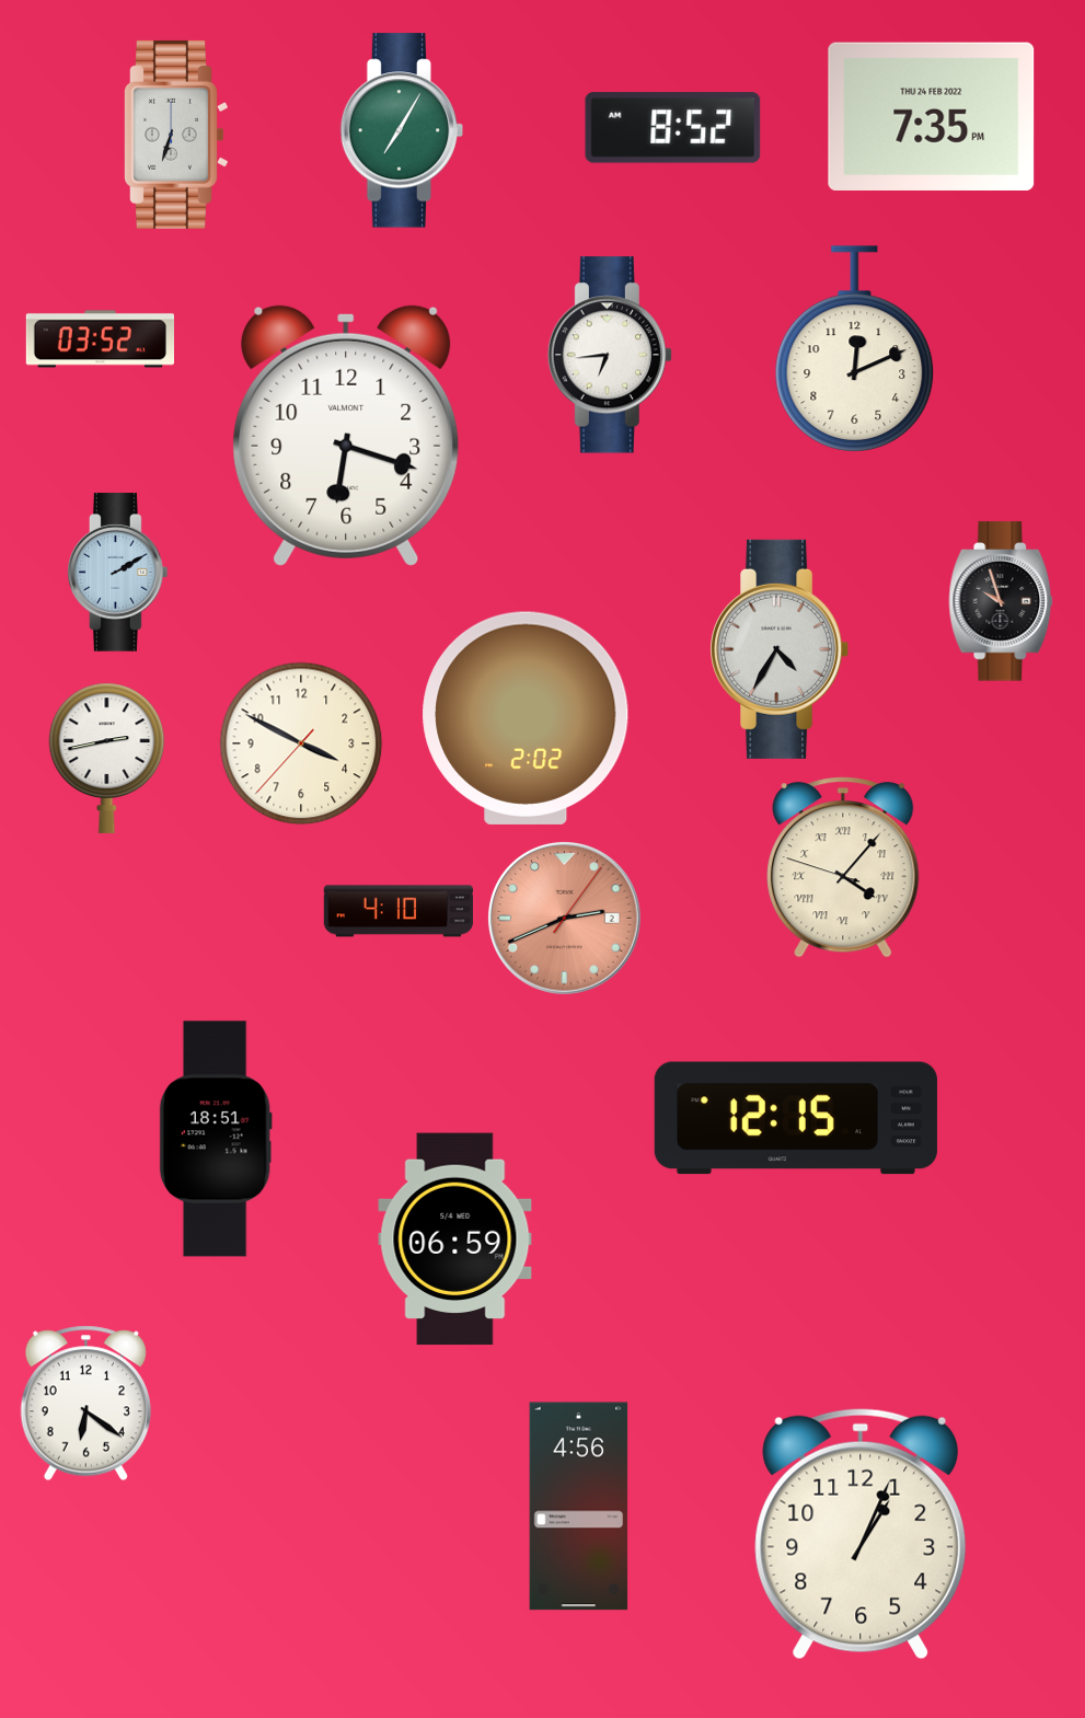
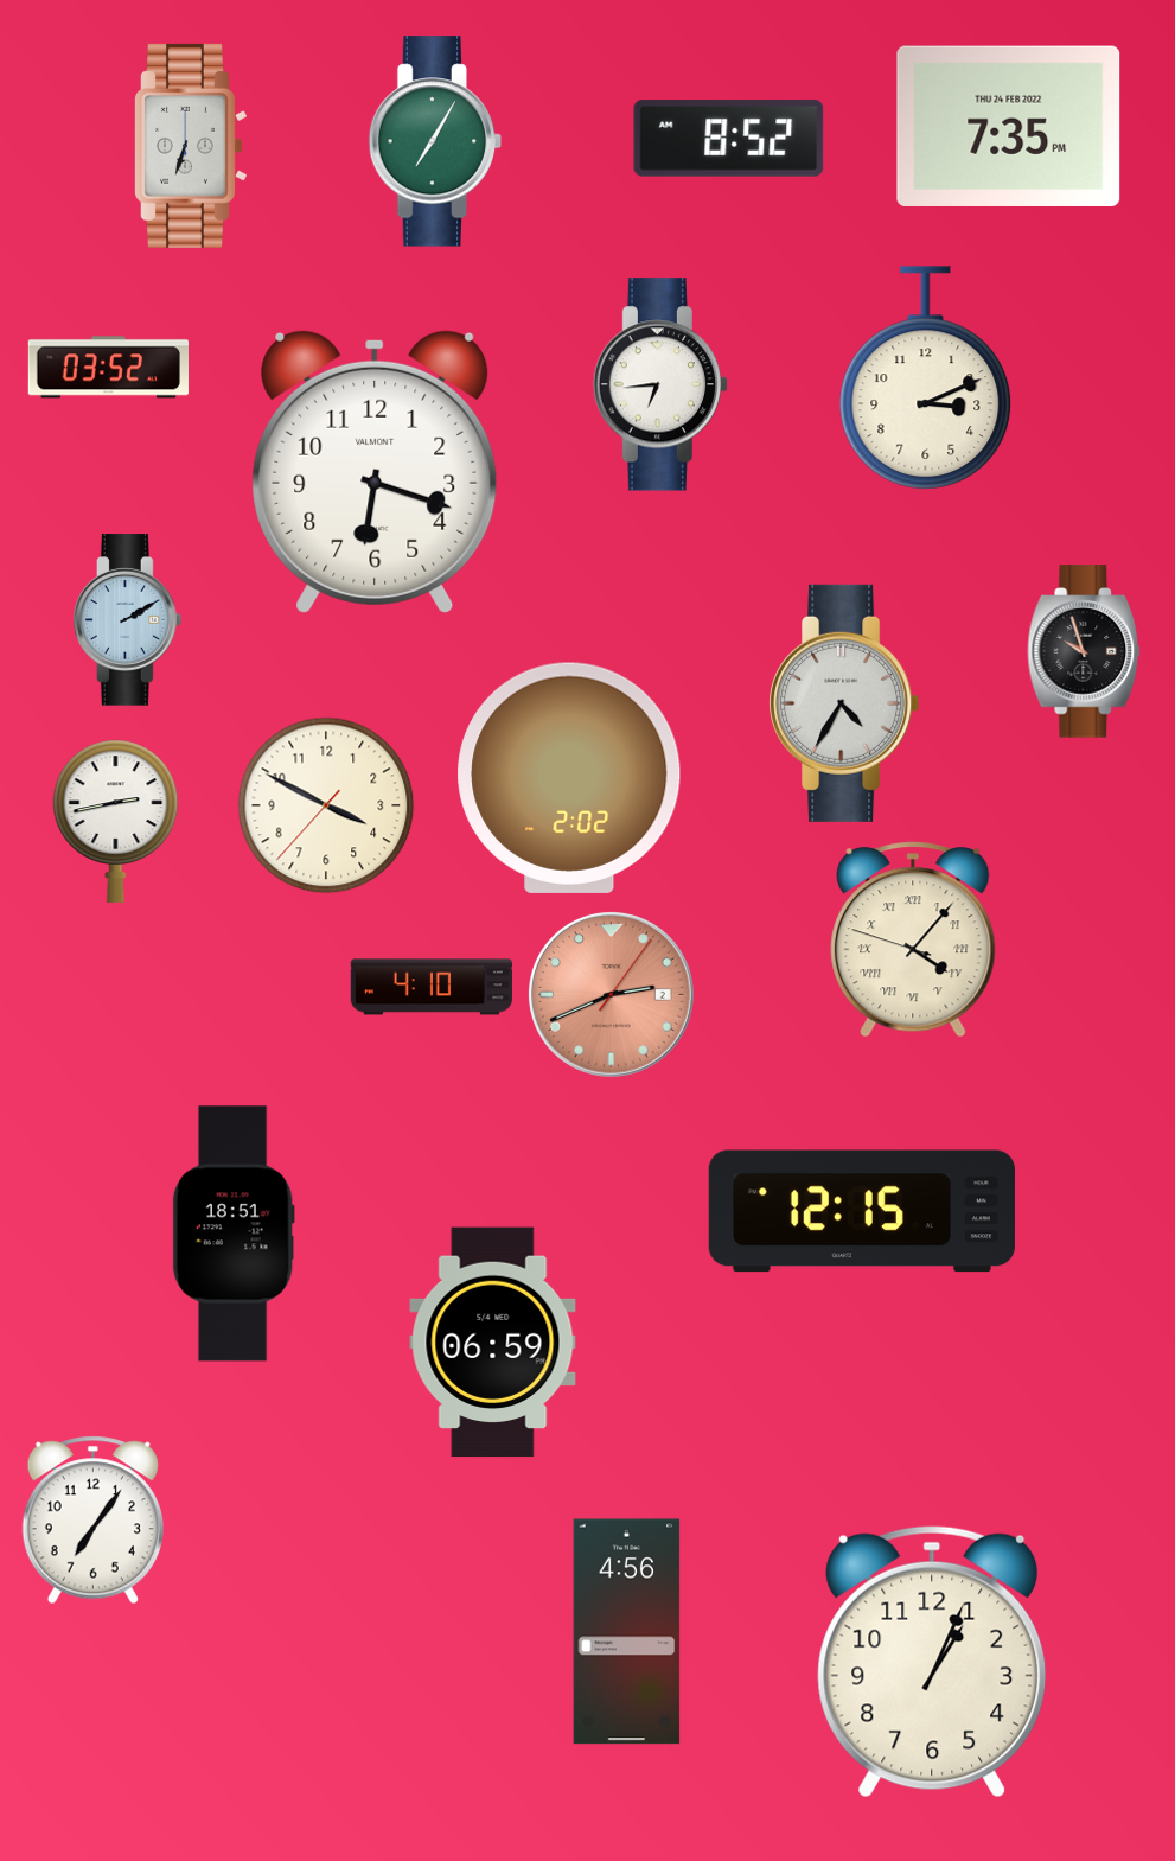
clock at (855, 349): 12:11 -> 3:11
clock at (85, 1404): 6:21 -> 7:06
